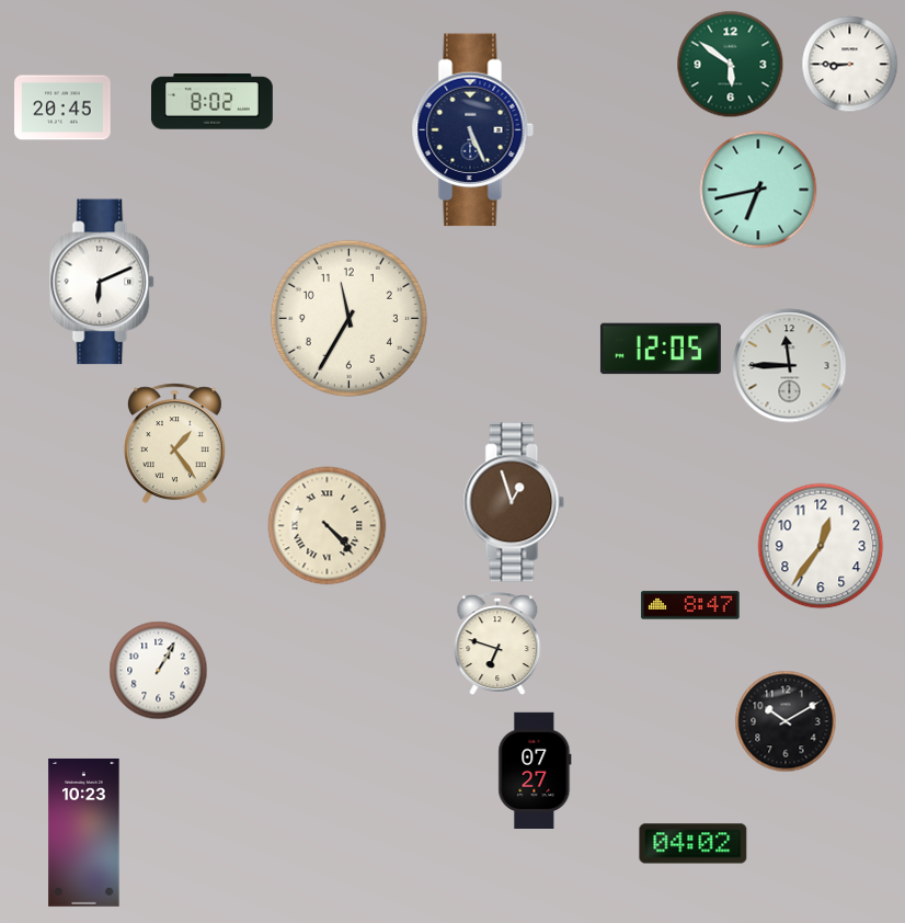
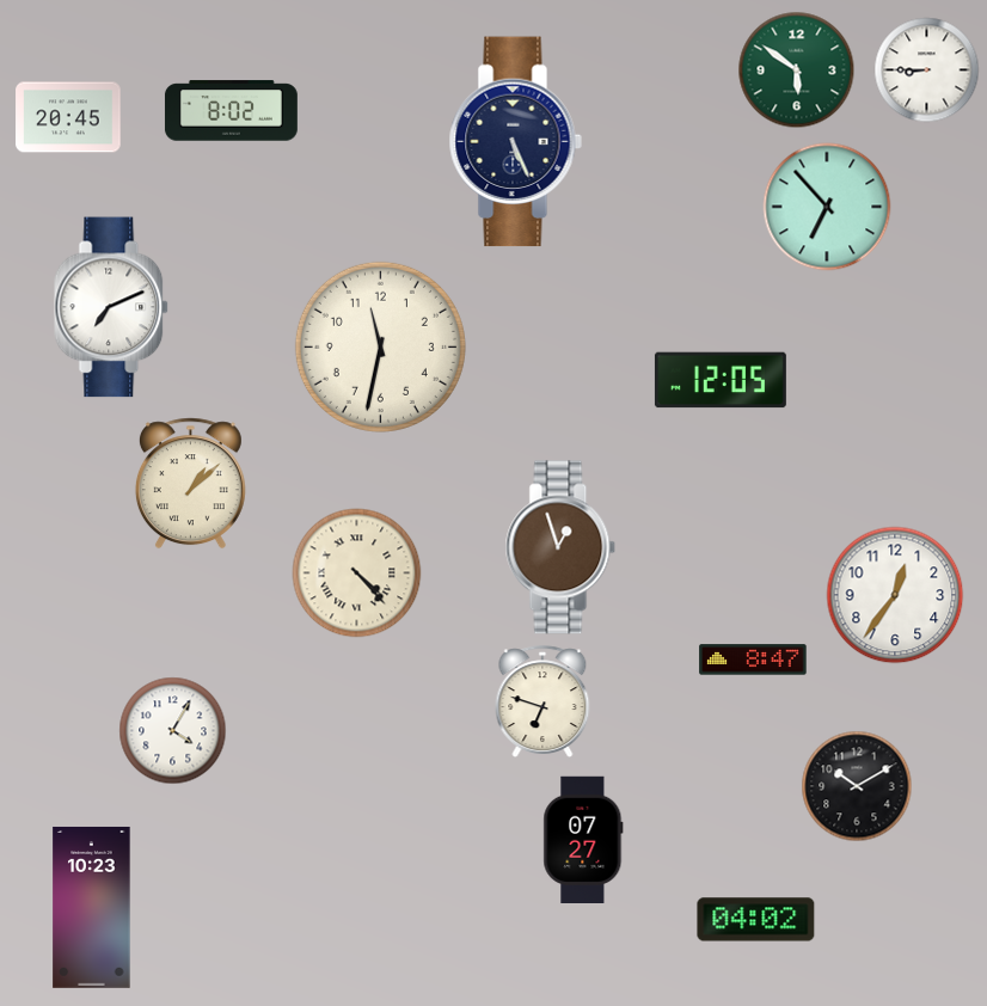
clock at (758, 190): 6:43 -> 6:53
clock at (103, 282): 6:11 -> 7:11
clock at (348, 318): 11:35 -> 11:32
clock at (790, 366): 11:45 -> none
clock at (174, 444): 1:24 -> 1:08
clock at (159, 671): 1:05 -> 4:05
